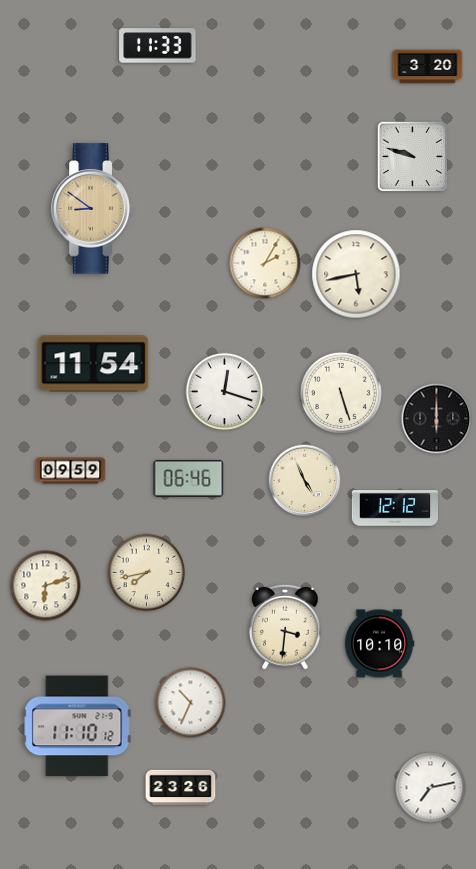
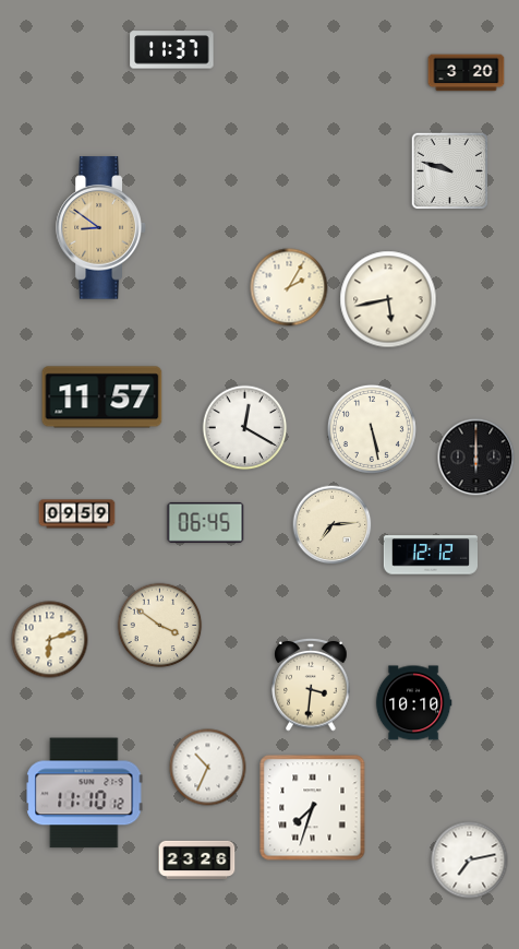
clock at (158, 46): 11:33 -> 11:37
clock at (94, 364): 11:54 -> 11:57
clock at (225, 392): 12:18 -> 12:20
clock at (341, 393): 5:27 -> 5:28
clock at (189, 478): 06:46 -> 06:45
clock at (305, 481): 4:56 -> 7:14
clock at (147, 573): 7:43 -> 3:51
clock at (313, 808): none -> 7:33
